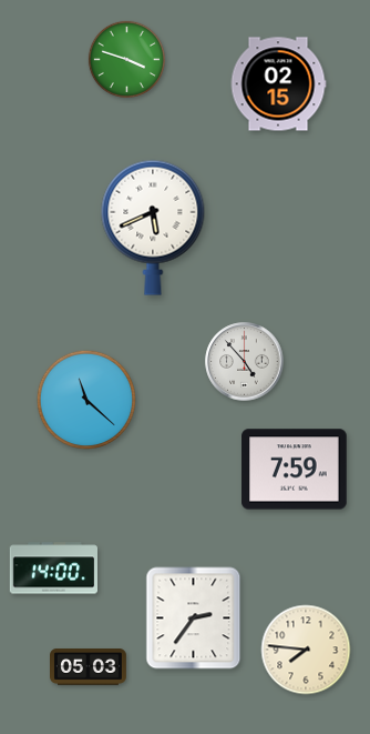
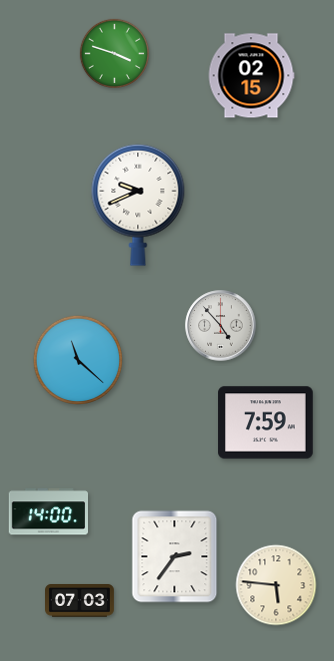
clock at (153, 228): 5:41 -> 9:41
clock at (306, 650): 7:46 -> 5:46
clock at (89, 667): 05:03 -> 07:03
